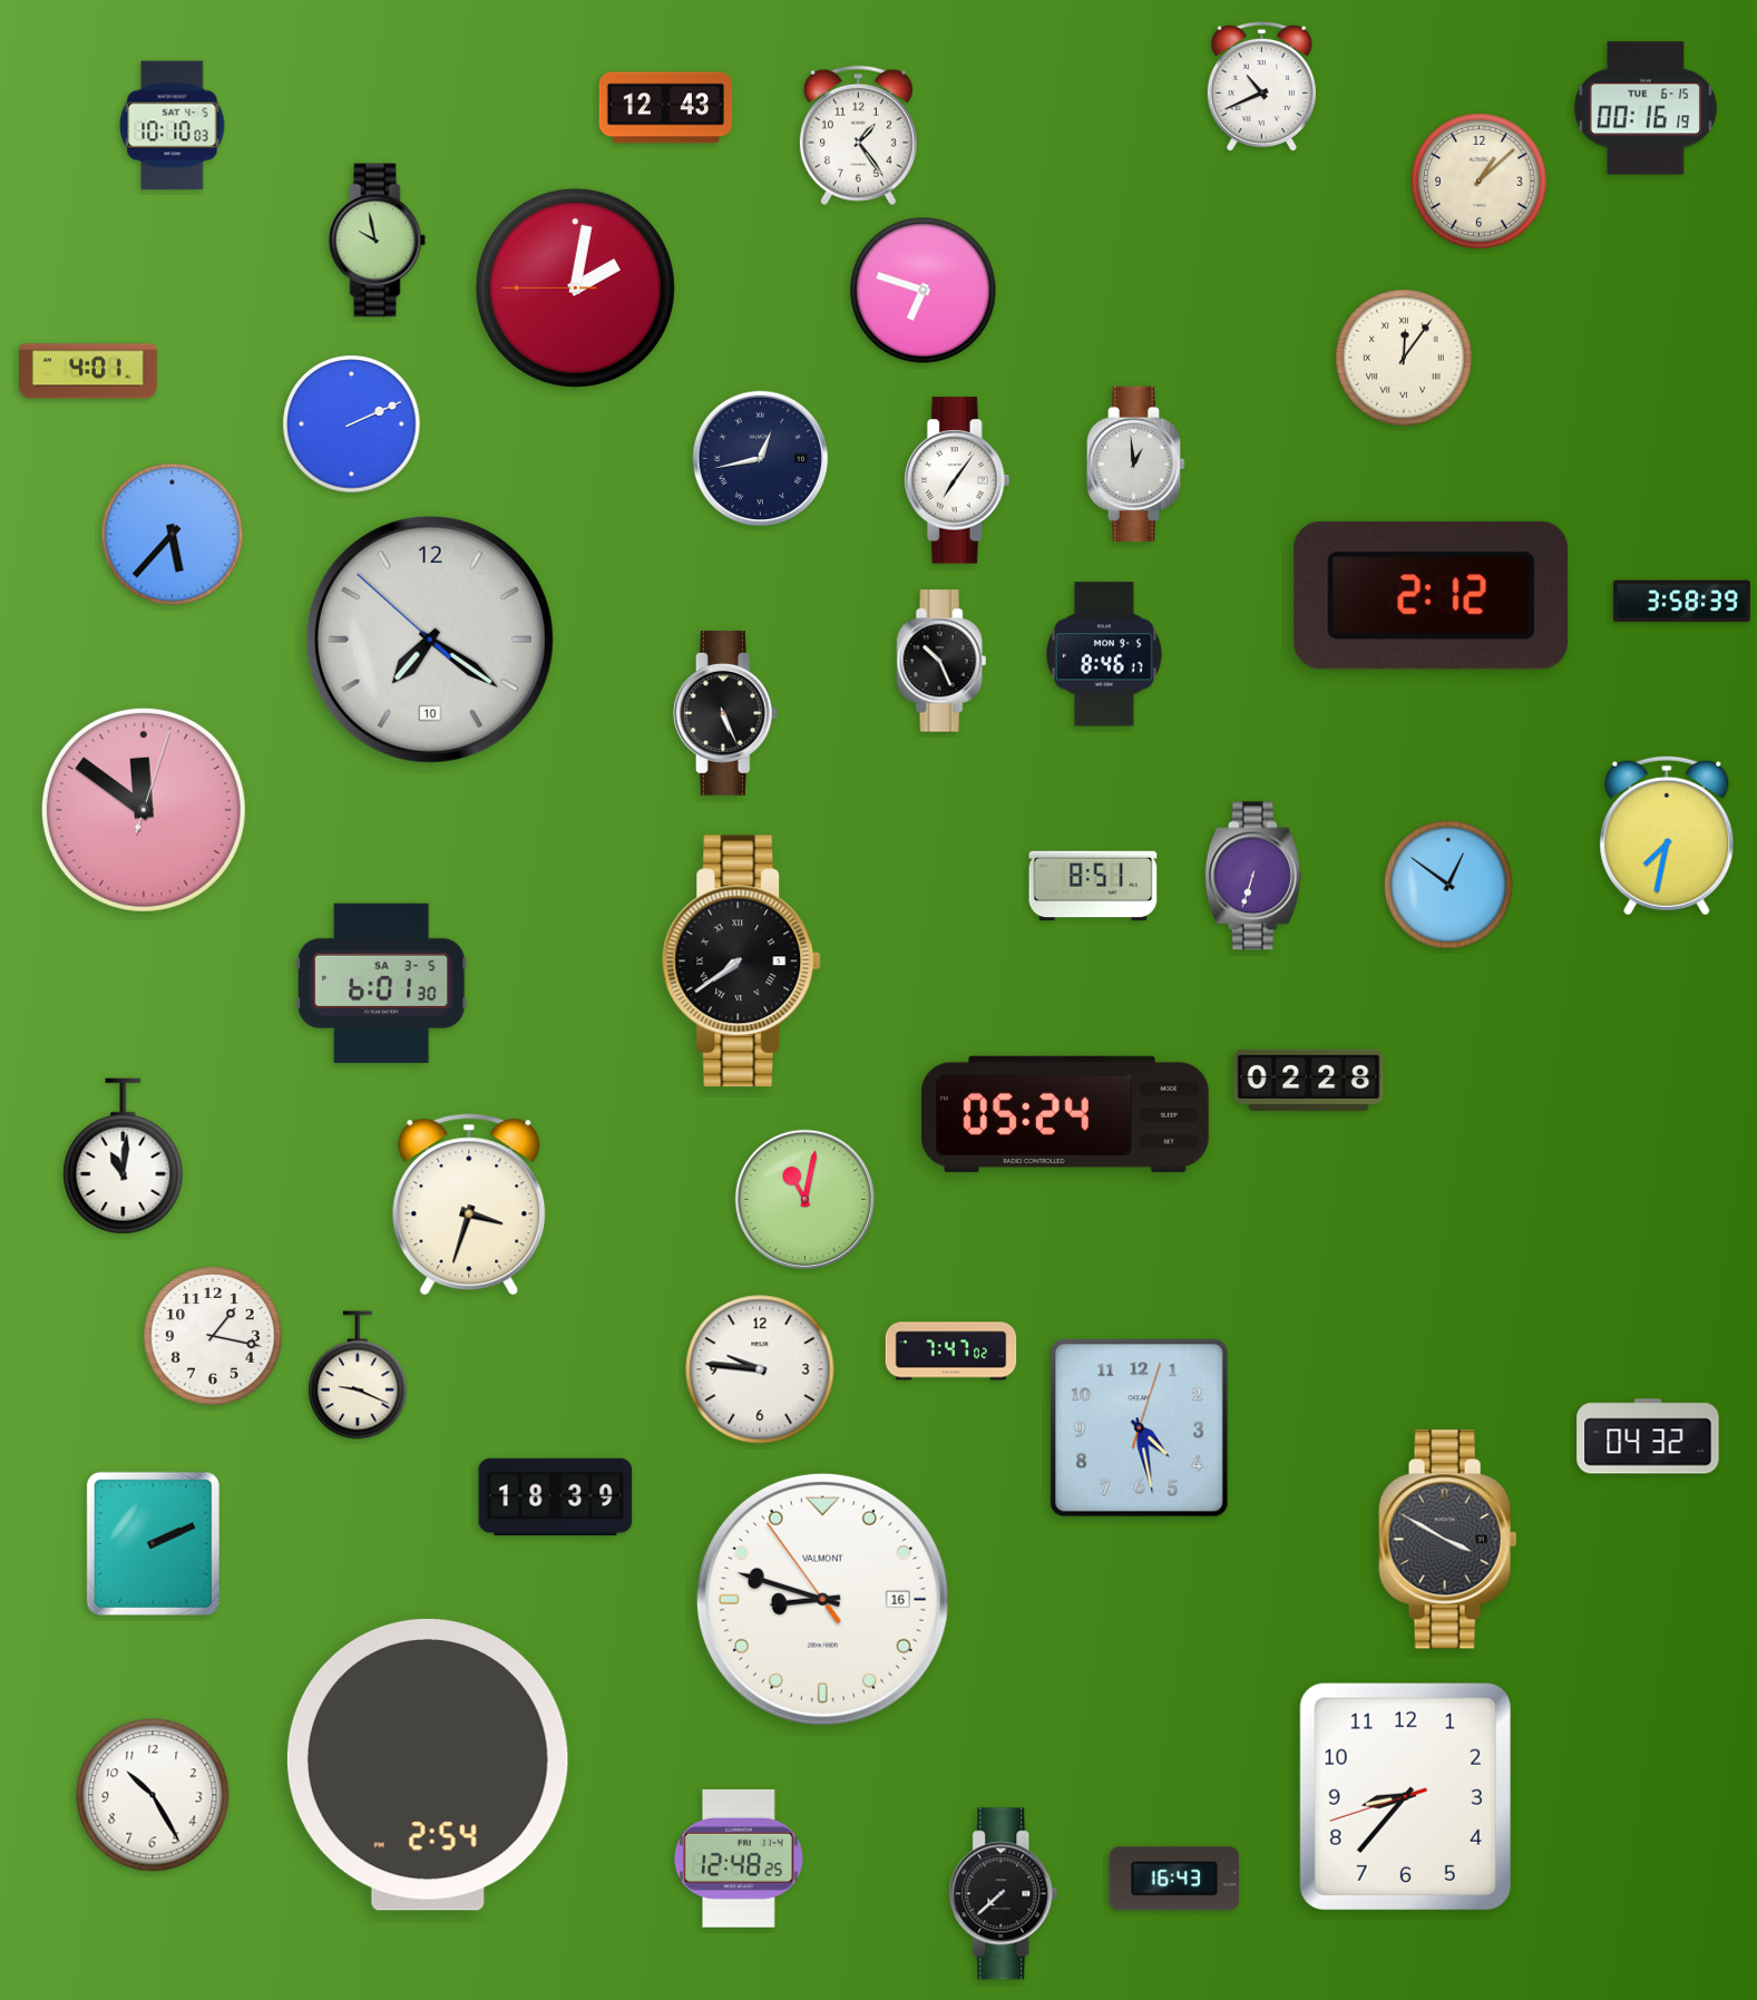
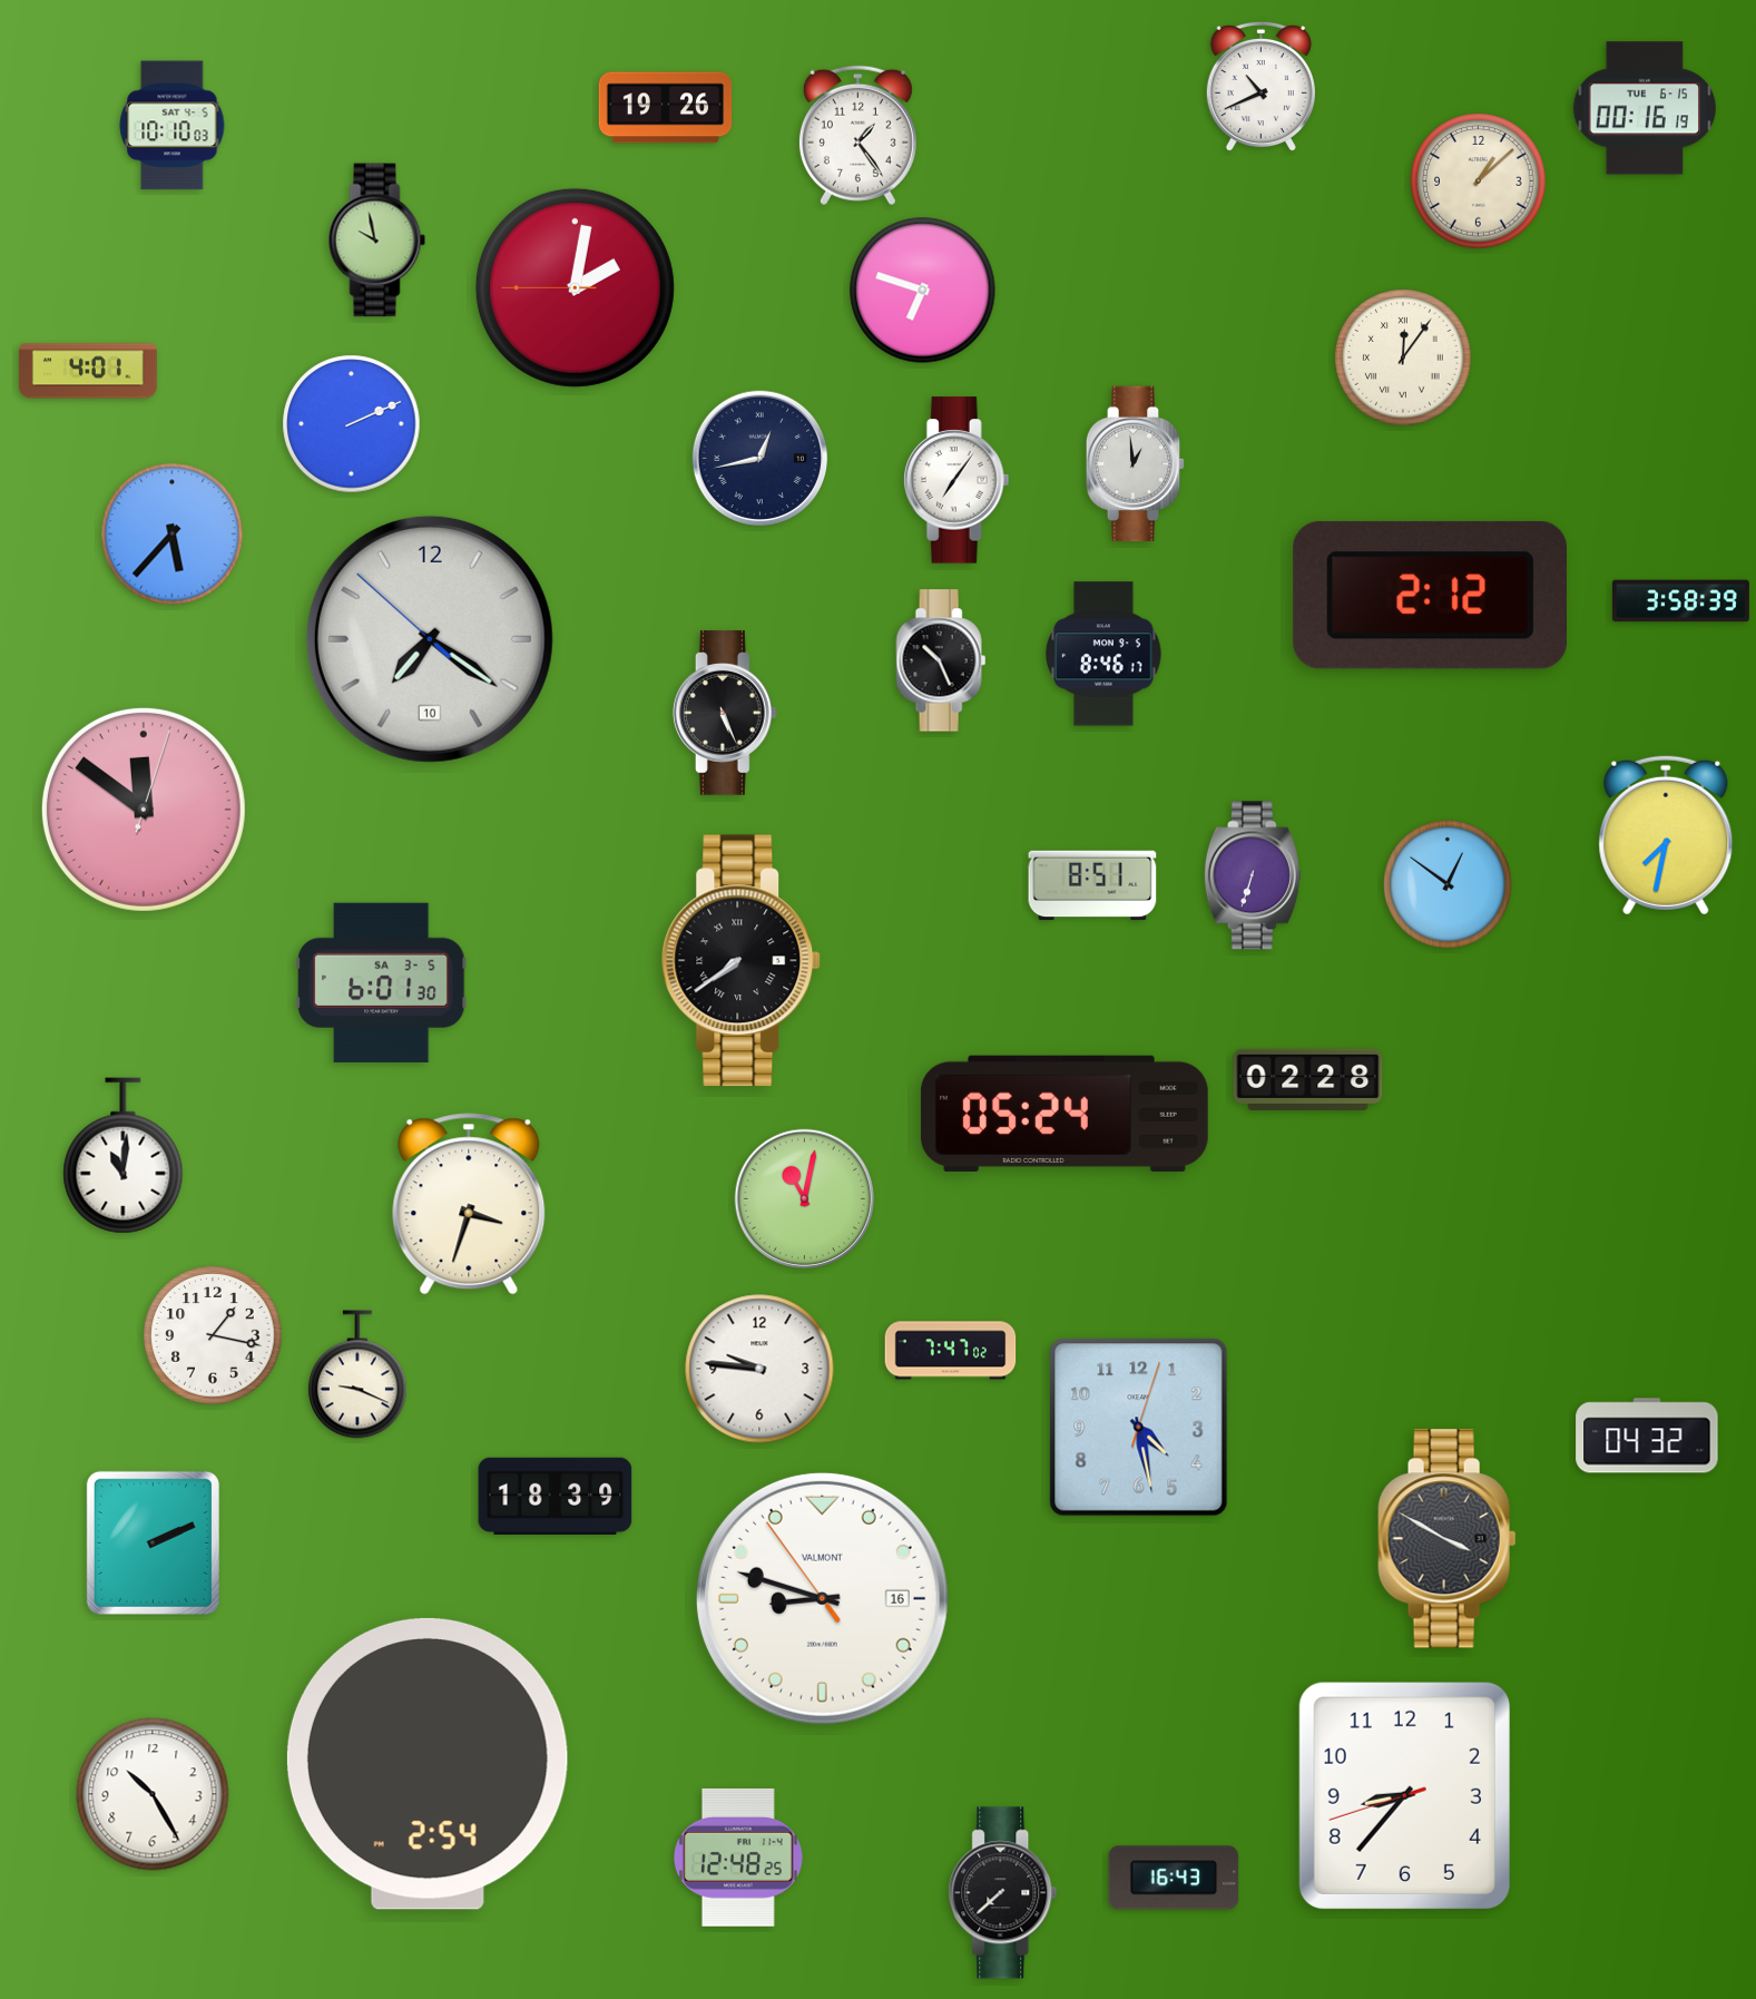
clock at (666, 108): 12:43 -> 19:26
